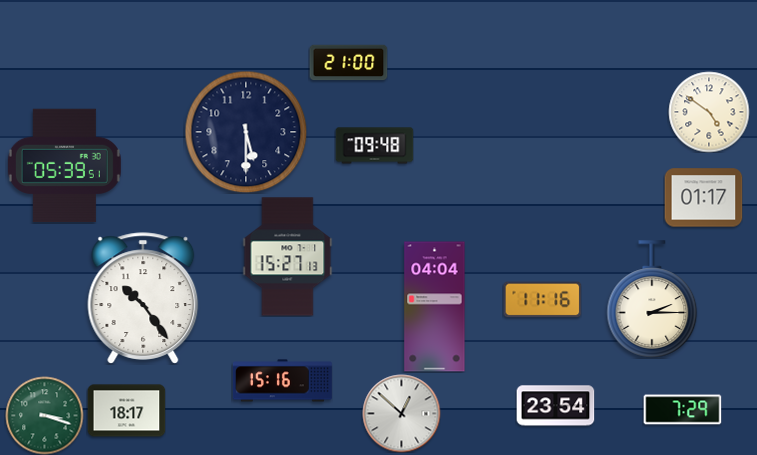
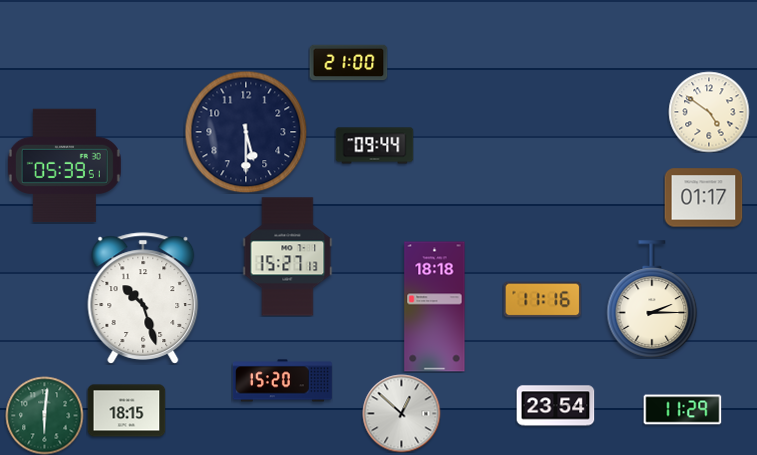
clock at (374, 146): 09:48 -> 09:44
clock at (143, 298): 10:24 -> 10:27
clock at (435, 307): 04:04 -> 18:18
clock at (282, 381): 15:16 -> 15:20
clock at (682, 410): 7:29 -> 11:29
clock at (126, 411): 18:17 -> 18:15
clock at (44, 415): 3:18 -> 6:01
